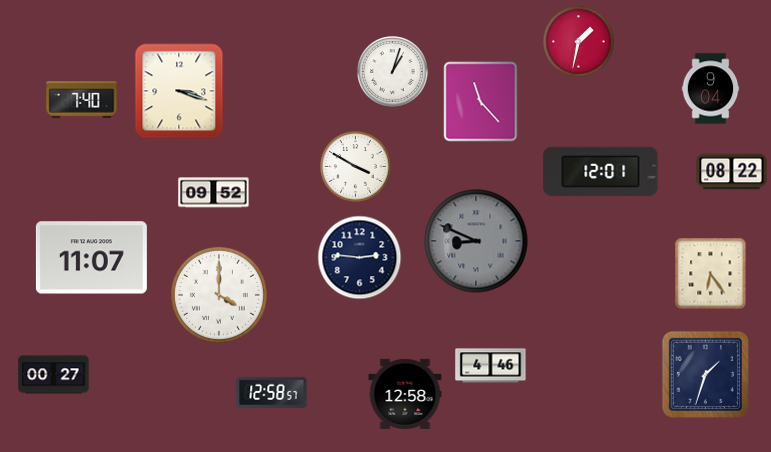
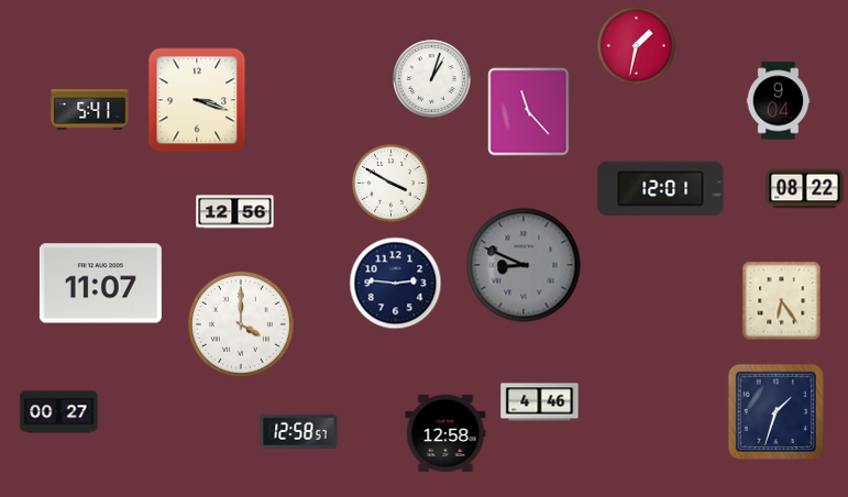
clock at (711, 89) position: (711, 89) -> (779, 101)
clock at (82, 100): 7:40 -> 5:41
clock at (214, 193): 09:52 -> 12:56
